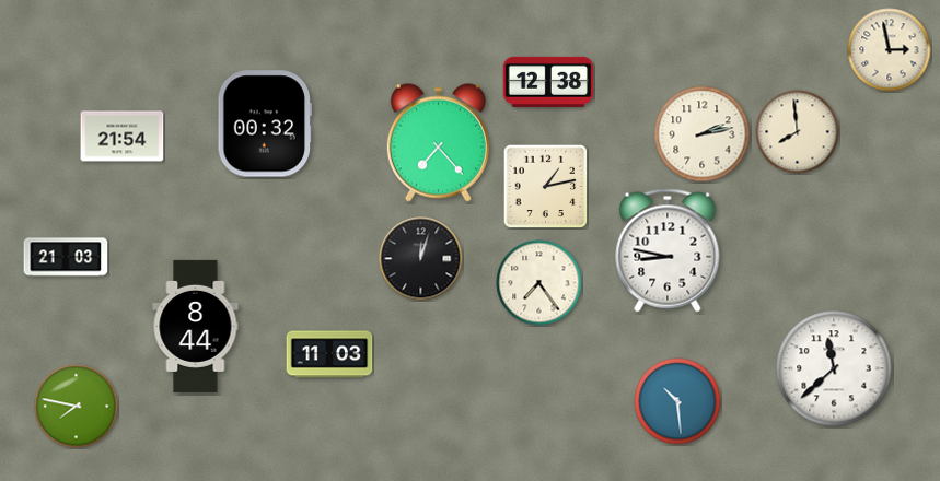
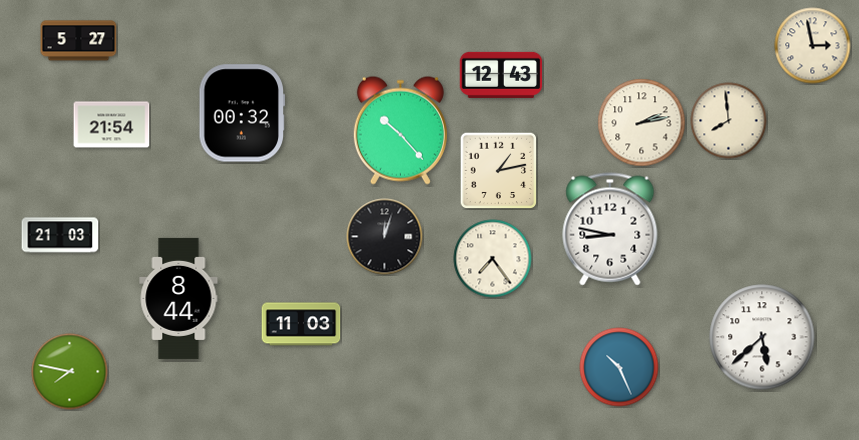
clock at (79, 41): none -> 5:27
clock at (548, 82): 12:38 -> 12:43
clock at (438, 142): 7:23 -> 10:23
clock at (834, 368): 11:38 -> 5:38
clock at (677, 401): 10:29 -> 10:26
